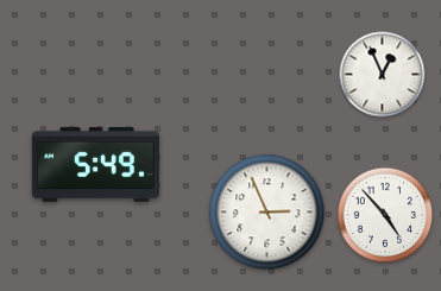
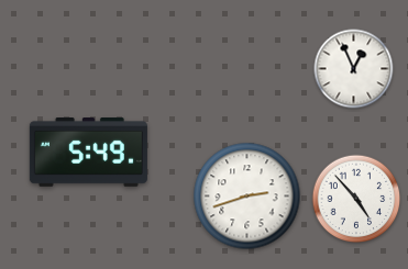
clock at (267, 213): 2:56 -> 2:42
